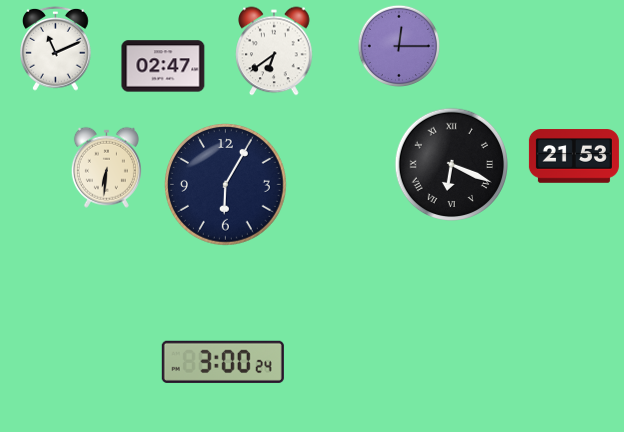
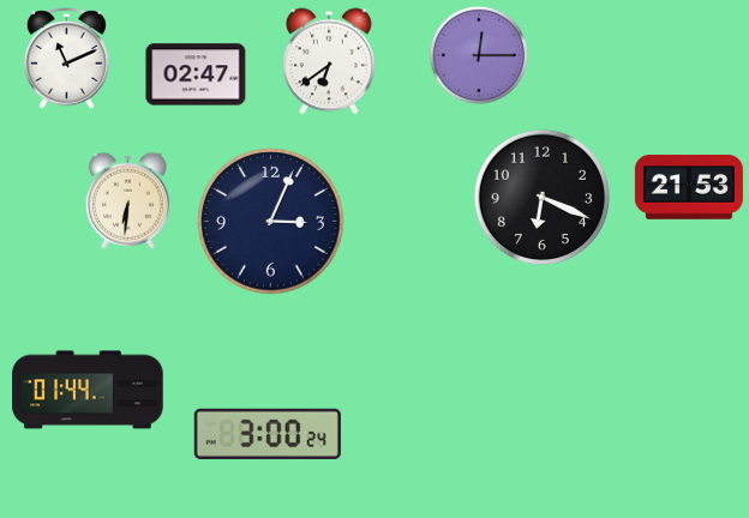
clock at (163, 66) position: (163, 66) -> (196, 74)
clock at (452, 164) numerals: Roman -> Arabic
clock at (226, 185): 6:05 -> 3:04
clock at (88, 390): none -> 01:44
